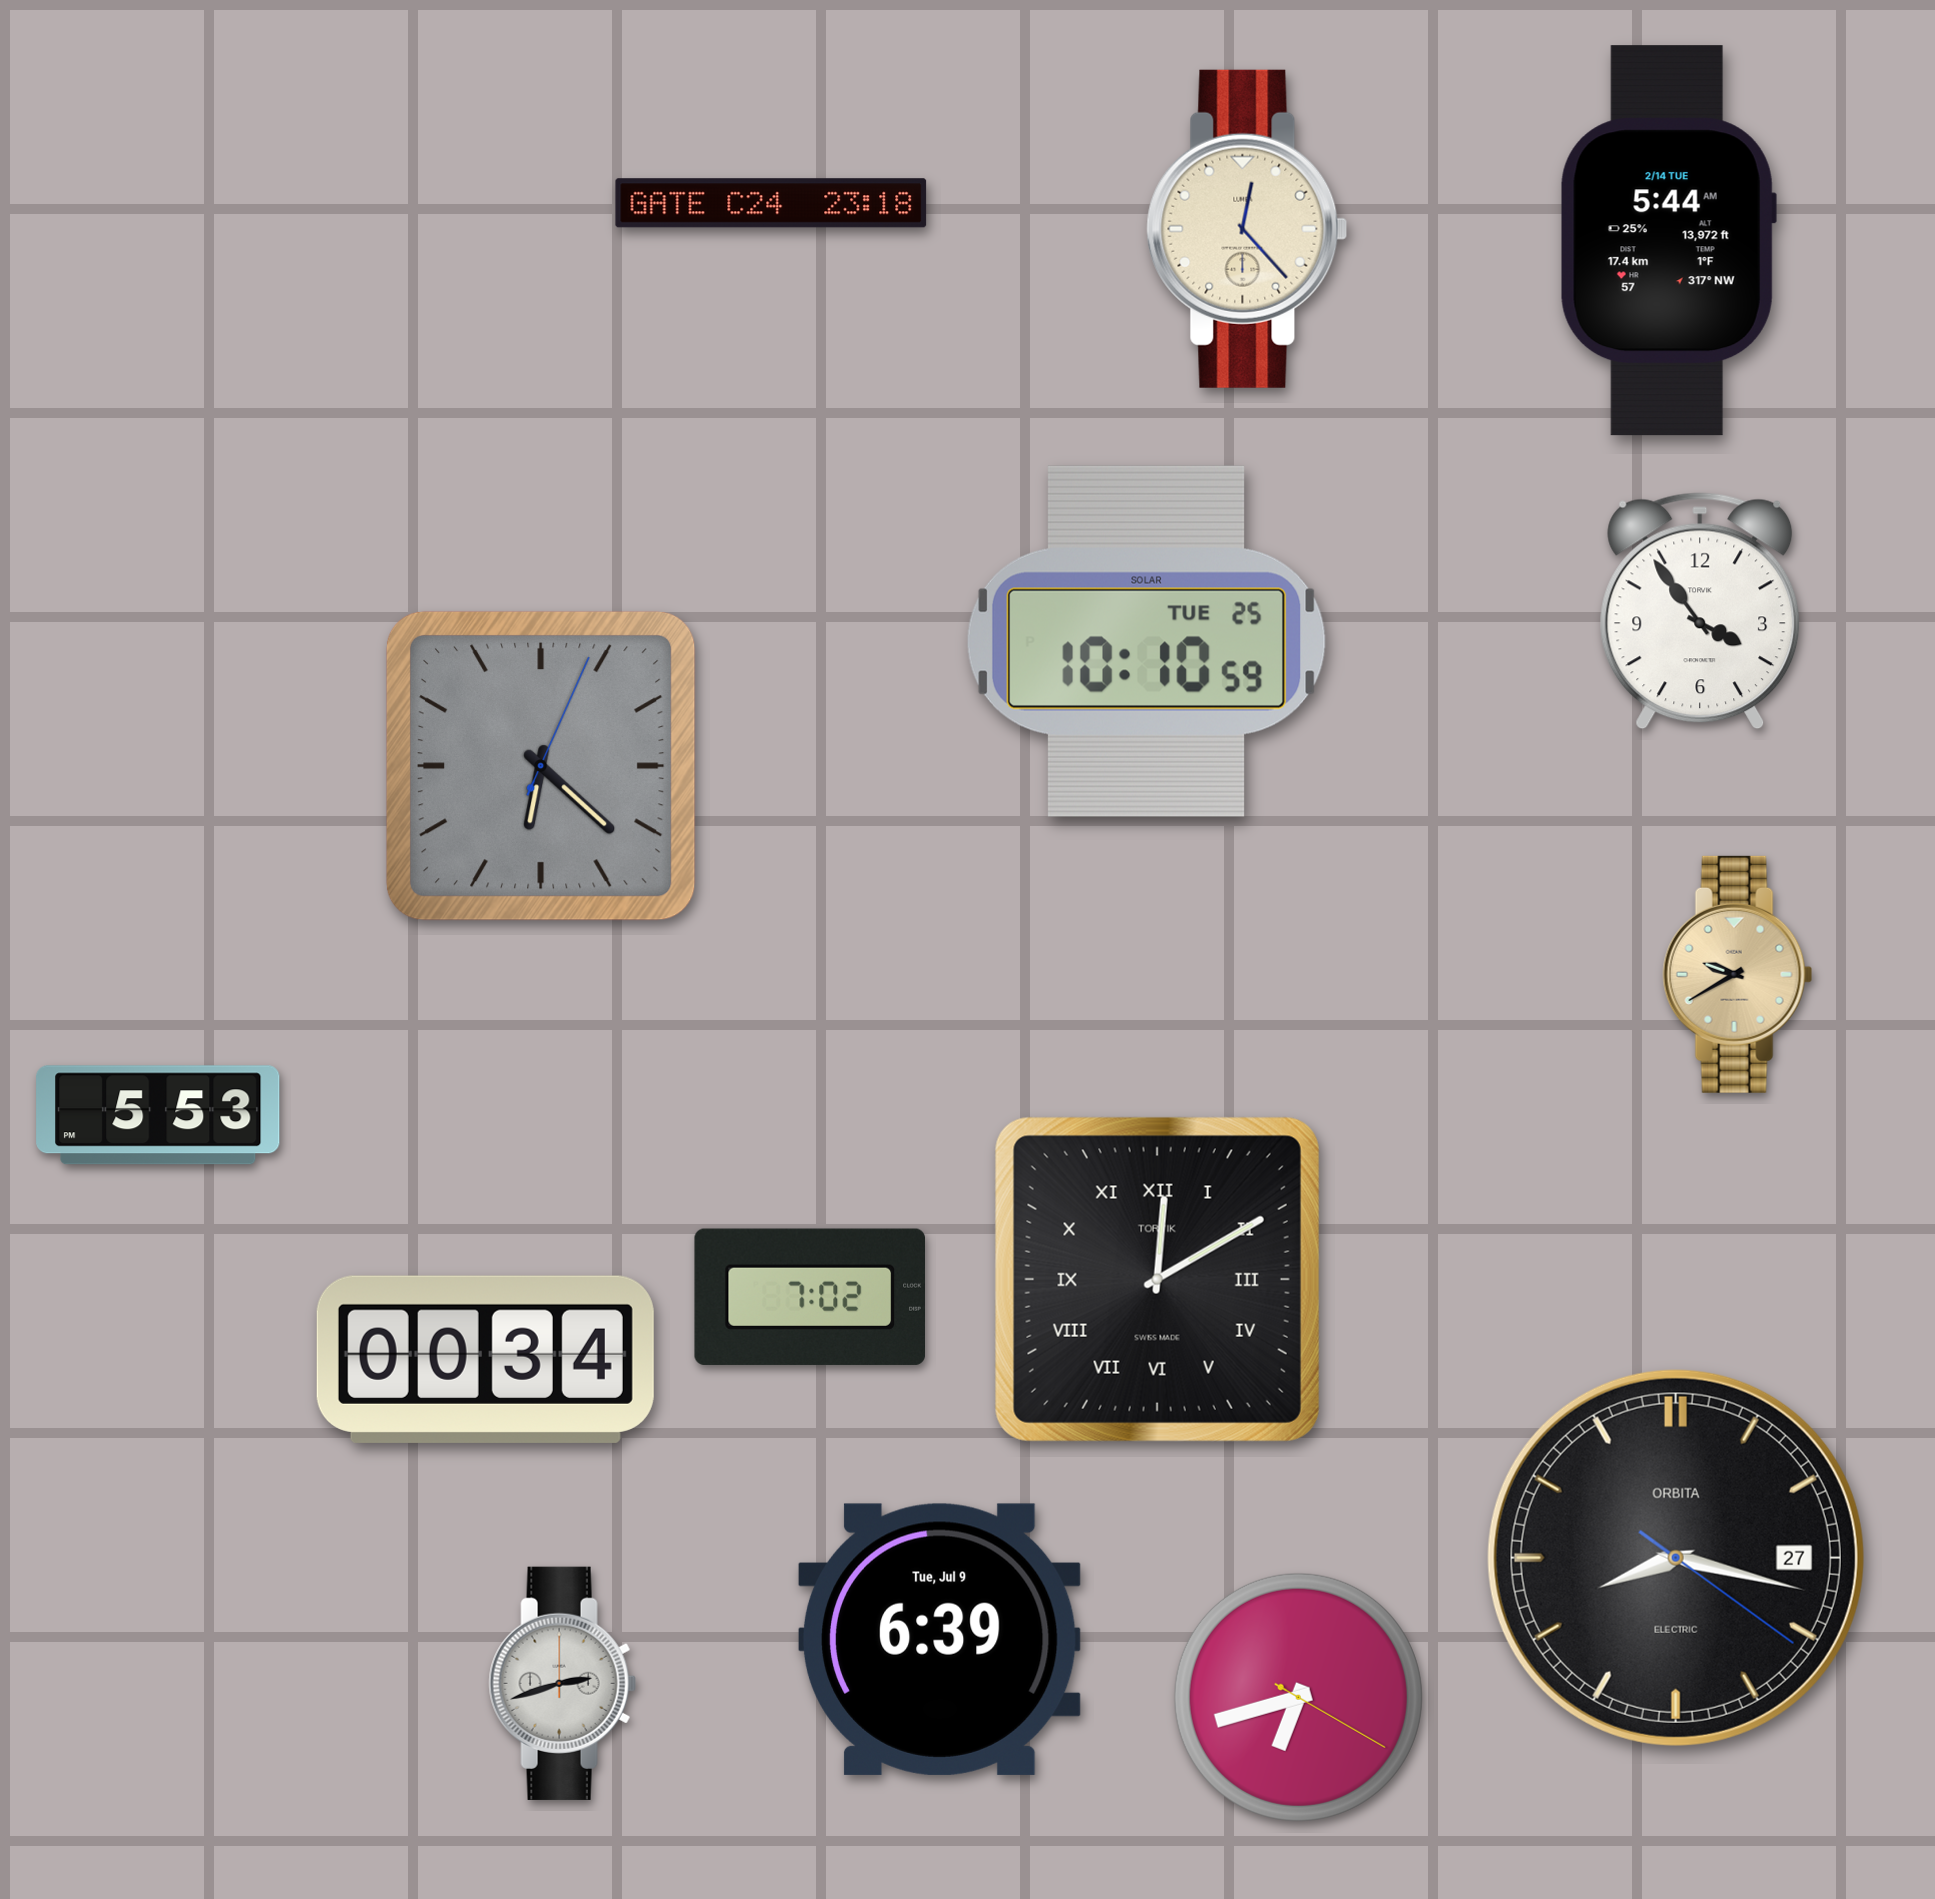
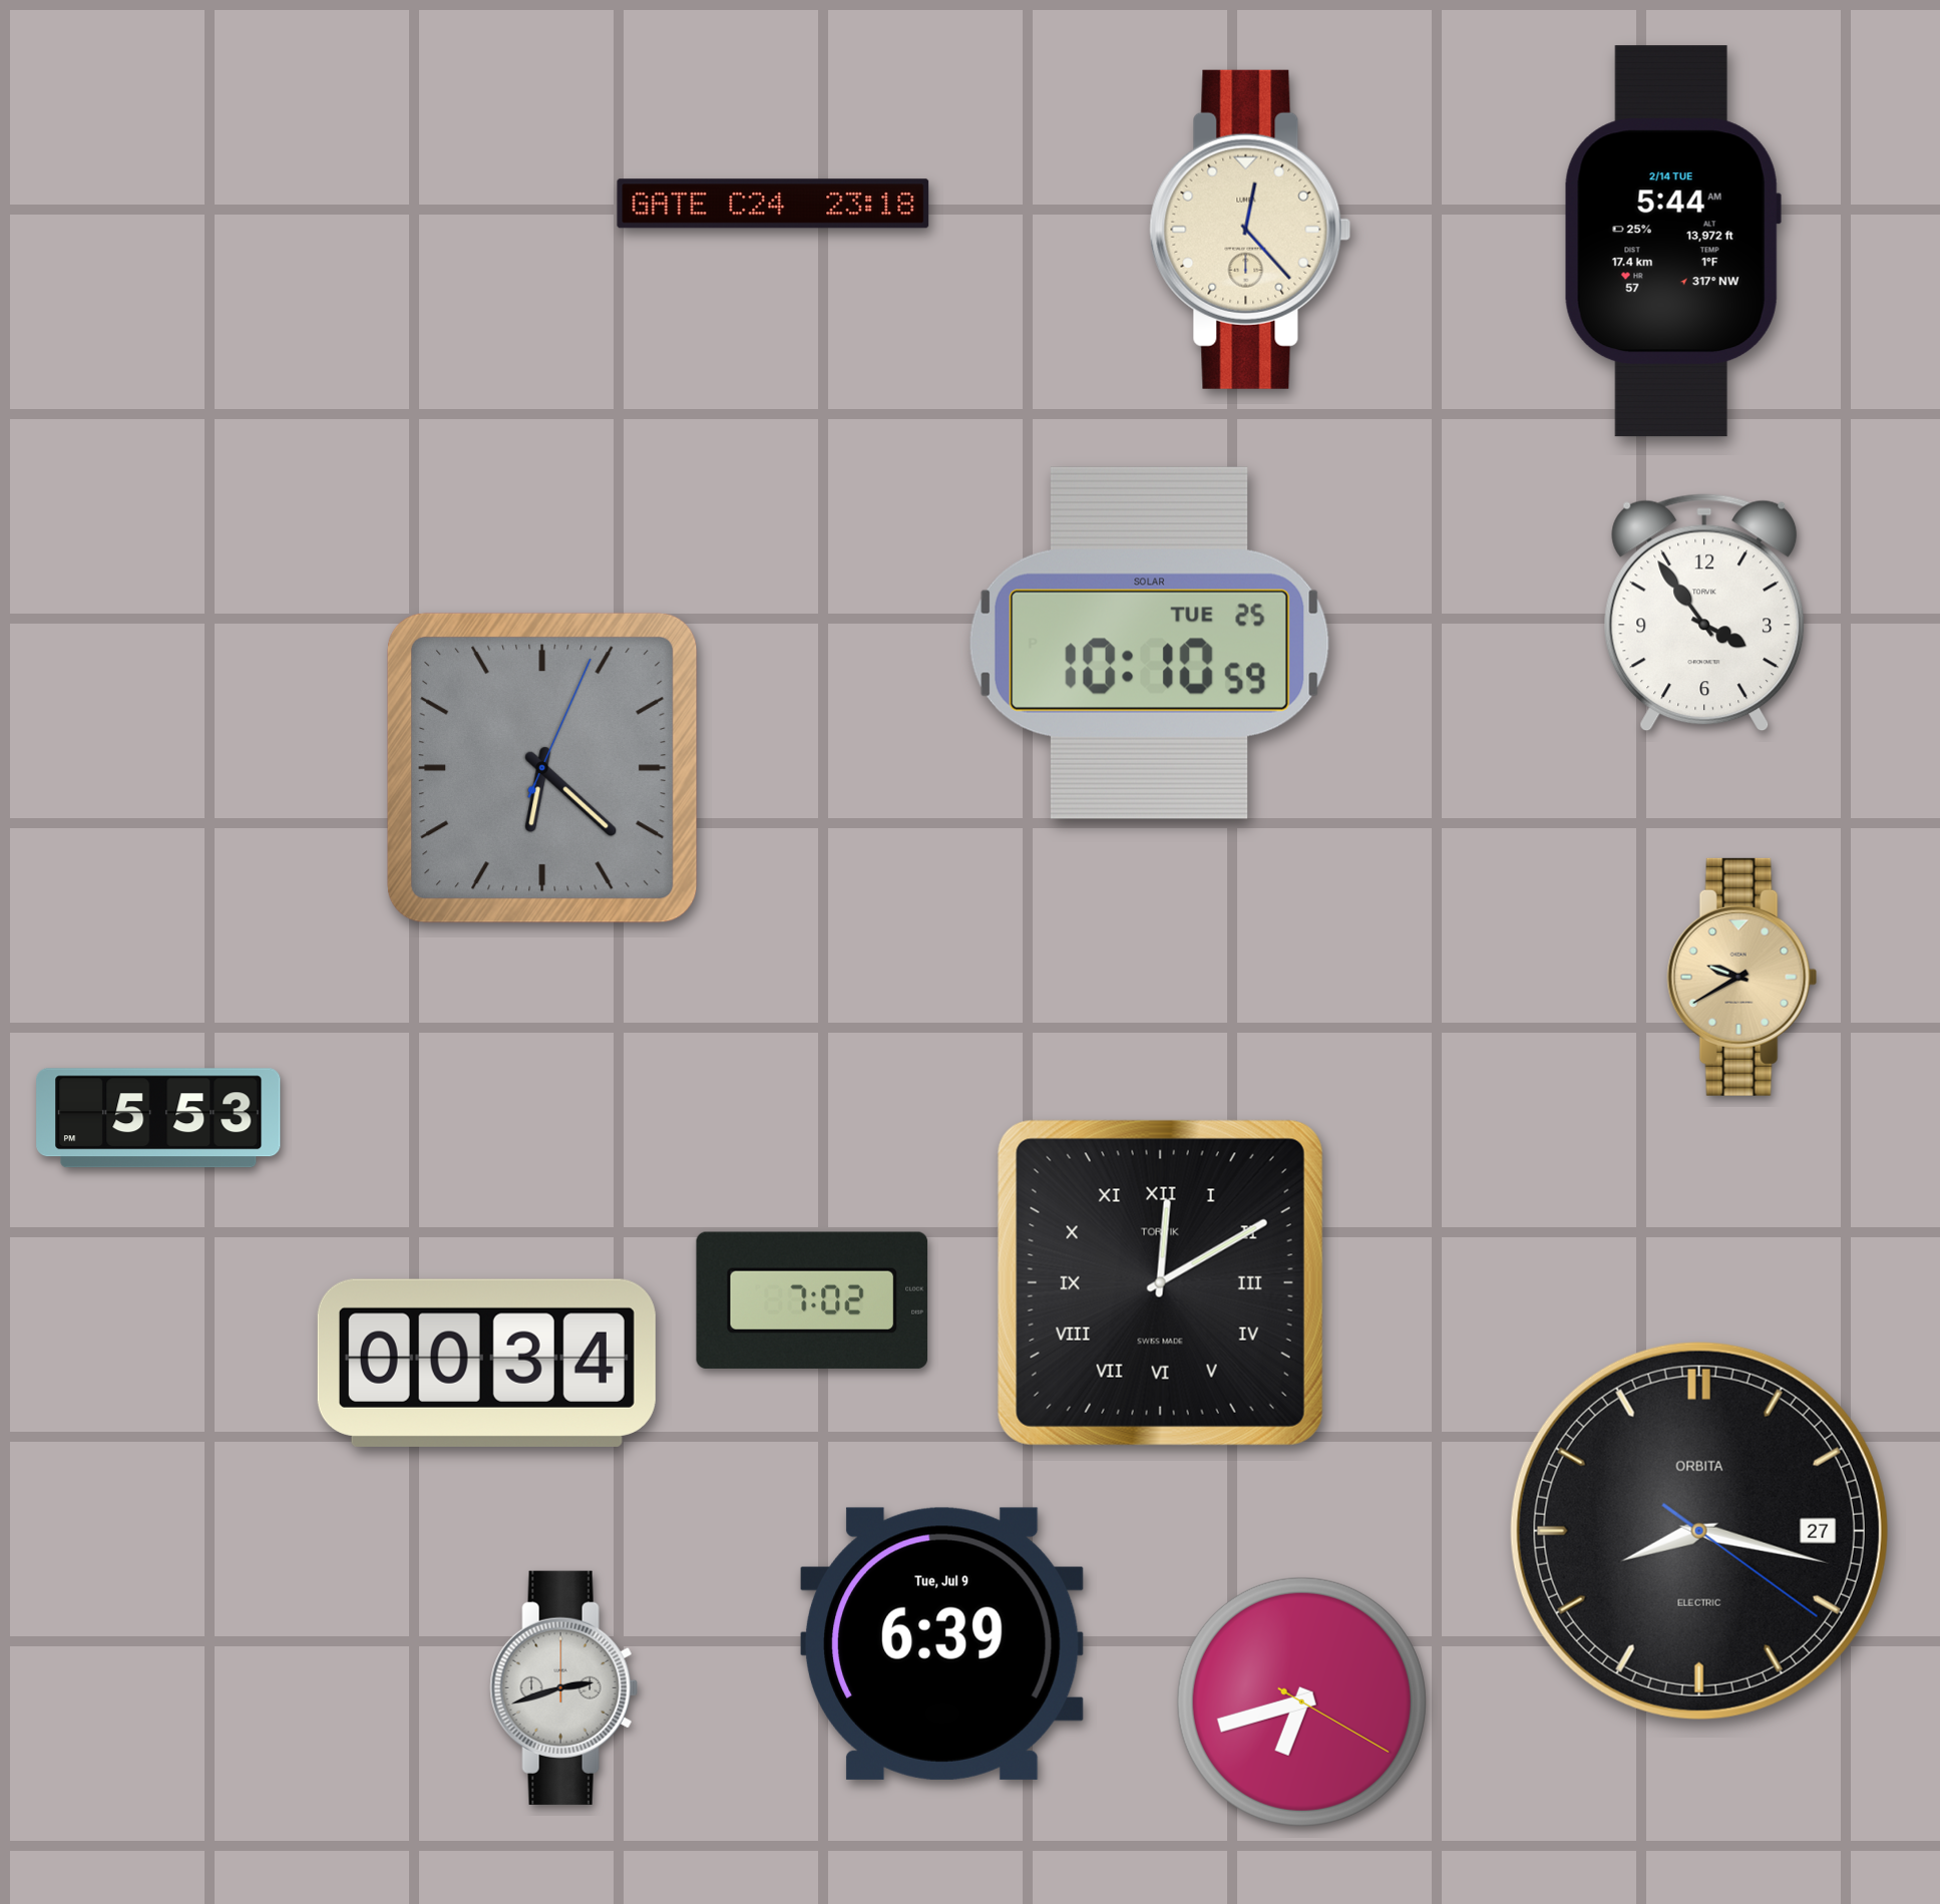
clock at (1676, 1558) position: (1676, 1558) -> (1699, 1531)
